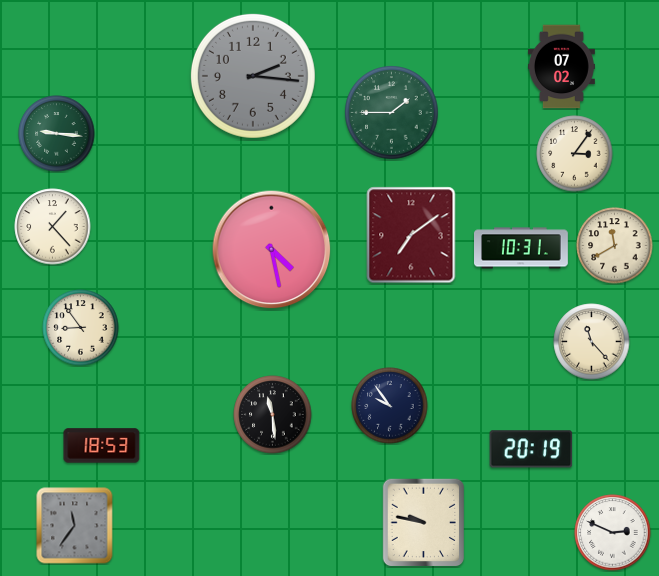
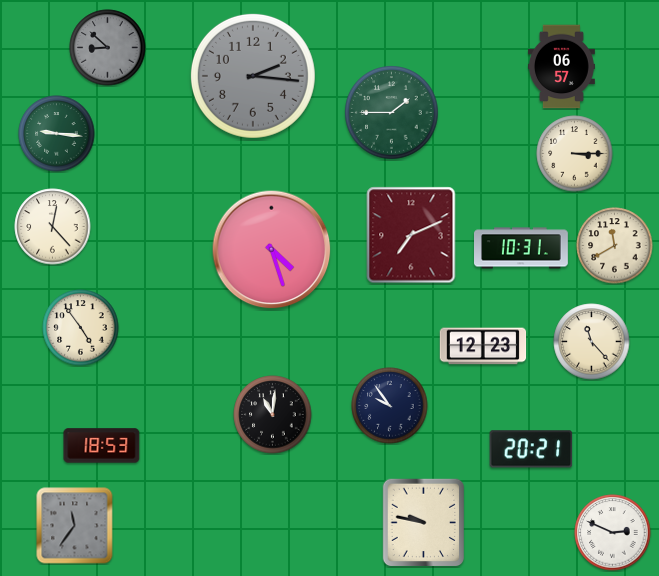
clock at (108, 48): none -> 8:52
clock at (561, 67): 07:02 -> 06:57
clock at (575, 154): 3:06 -> 3:15
clock at (53, 227): 1:23 -> 12:23
clock at (411, 235): 7:09 -> 7:11
clock at (272, 250): 4:28 -> 4:27
clock at (81, 328): 8:54 -> 4:54
clock at (483, 346): none -> 12:23
clock at (273, 415): 11:29 -> 11:01
clock at (531, 449): 20:19 -> 20:21
